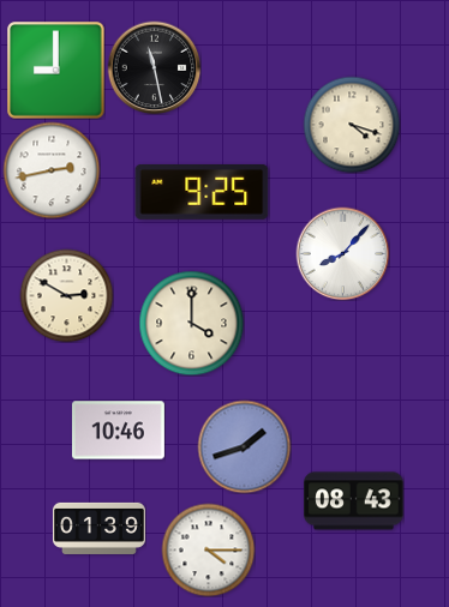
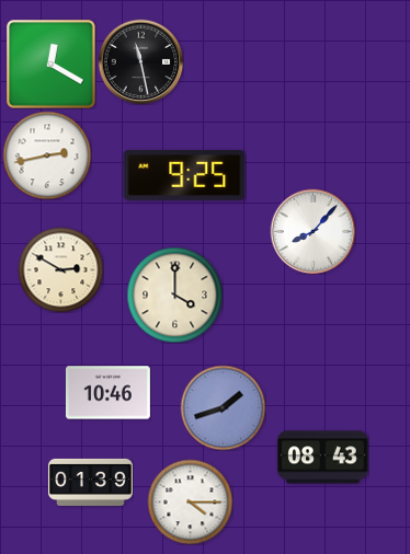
clock at (55, 70): 9:00 -> 12:20
clock at (352, 125): 4:18 -> none
